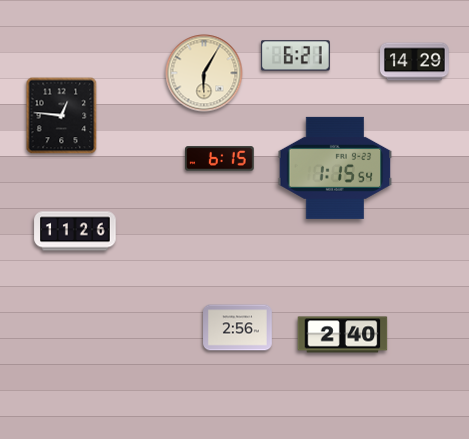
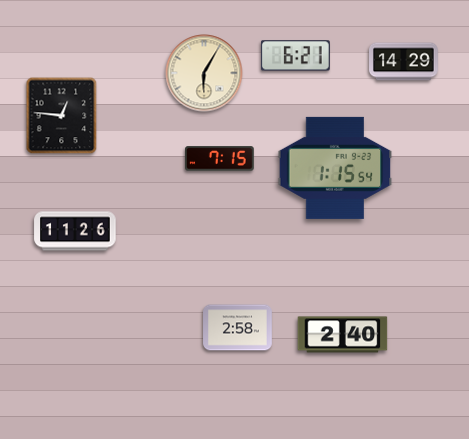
clock at (415, 62) position: (415, 62) -> (404, 62)
clock at (220, 159): 6:15 -> 7:15
clock at (238, 328): 2:56 -> 2:58
